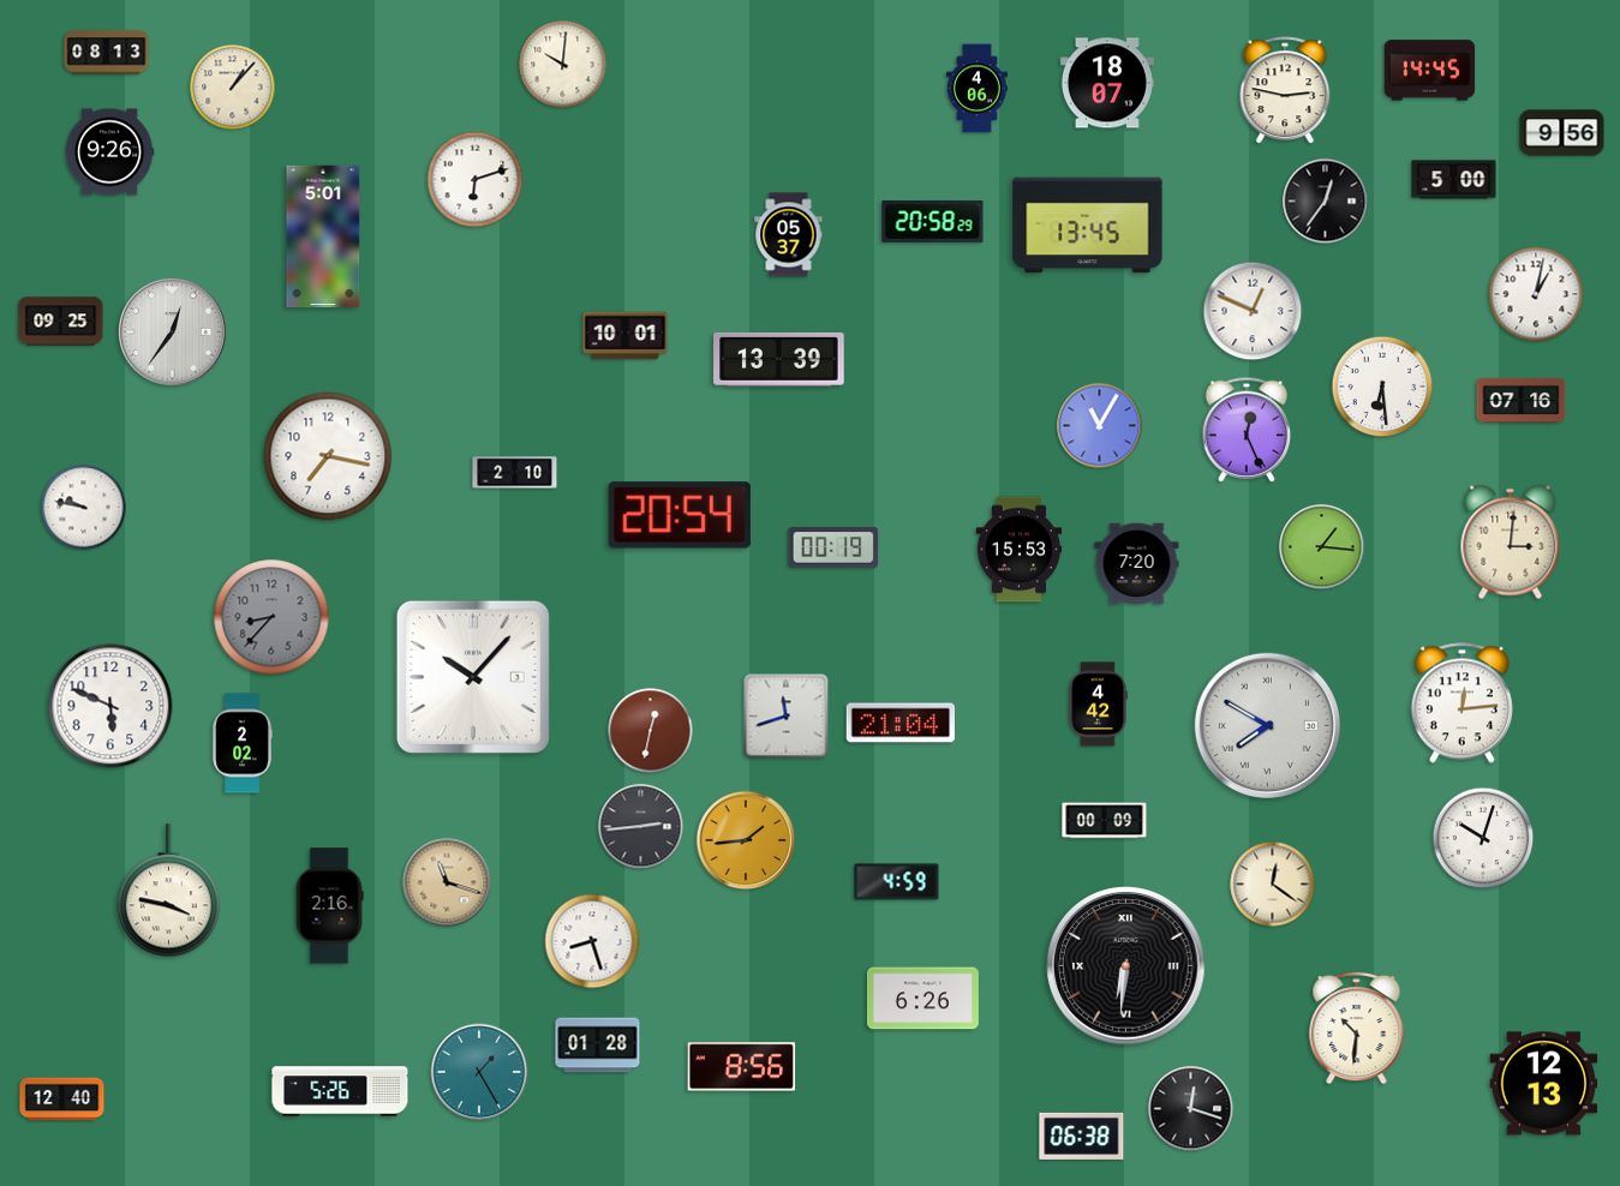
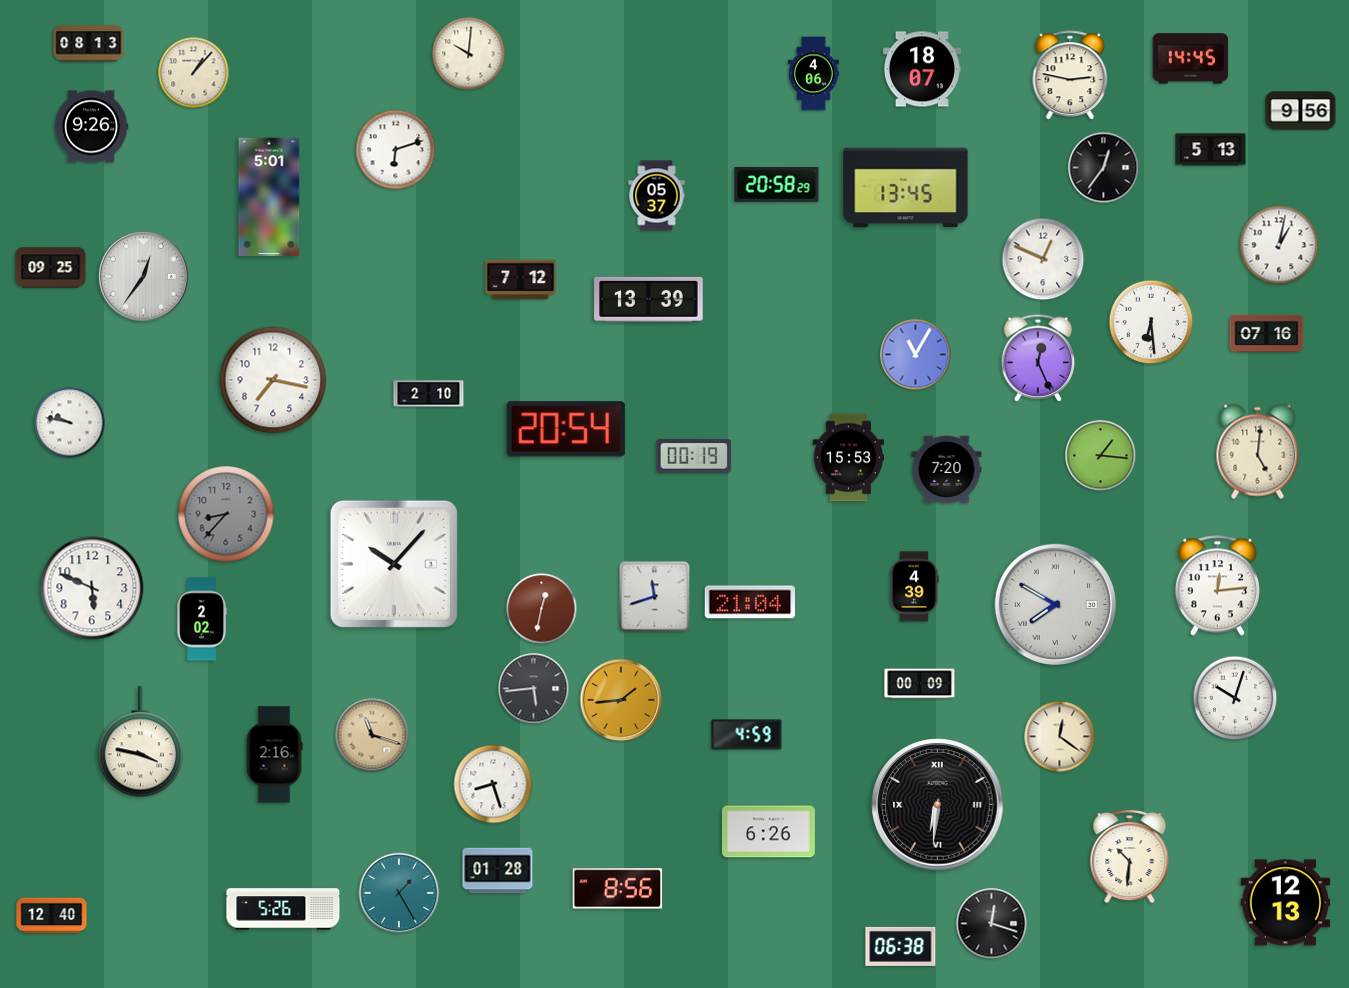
clock at (1454, 180): 5:00 -> 5:13
clock at (626, 336): 10:01 -> 7:12
clock at (1511, 543): 3:01 -> 5:01
clock at (1098, 705): 4:42 -> 4:39
clock at (641, 827): 2:44 -> 5:44
